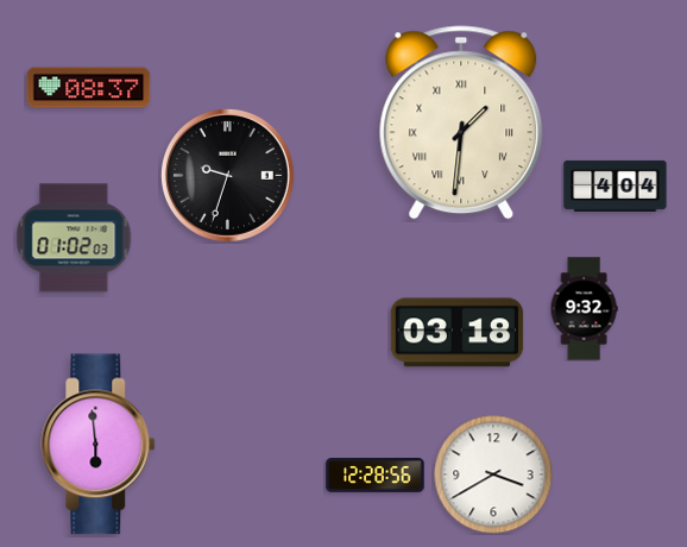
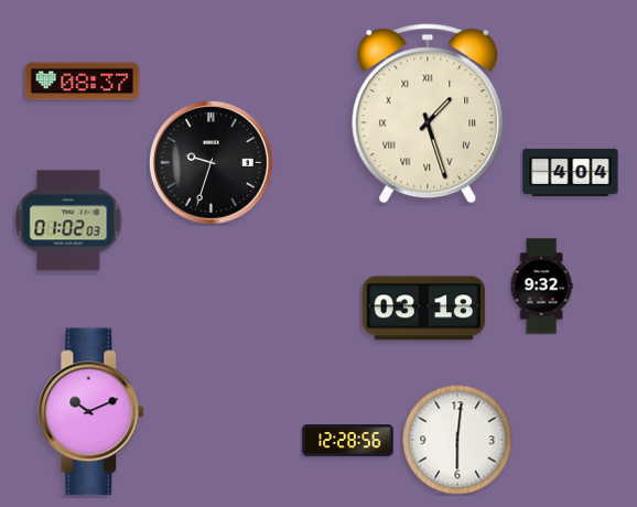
clock at (461, 122): 1:31 -> 1:27
clock at (99, 445): 5:59 -> 10:11
clock at (493, 474): 3:40 -> 6:01
